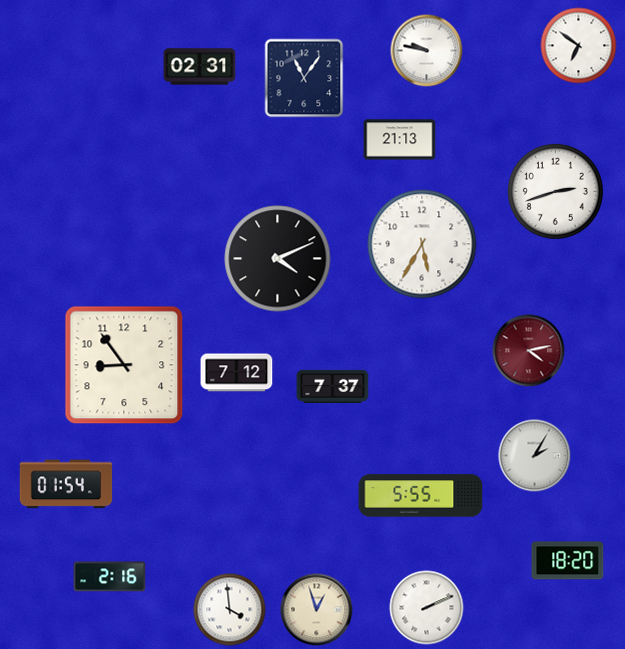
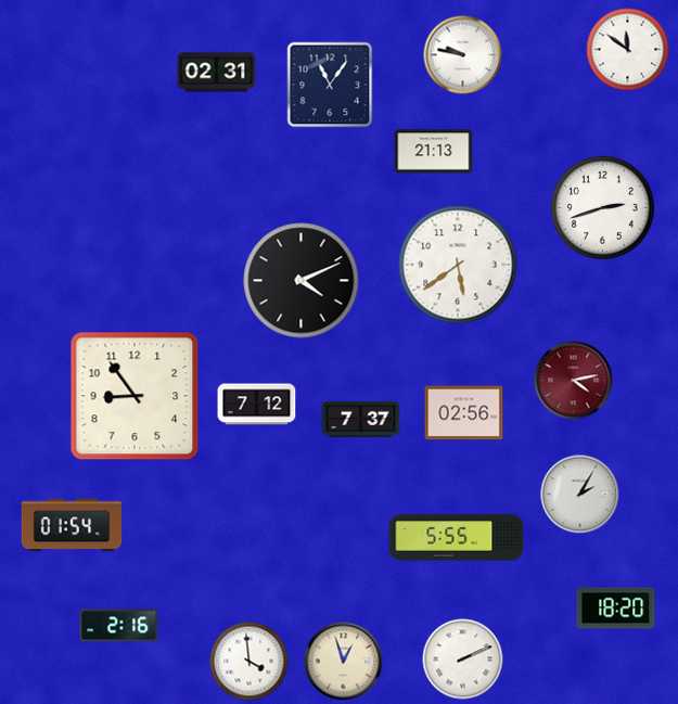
clock at (579, 46): 6:51 -> 11:51
clock at (422, 244): 5:35 -> 5:39
clock at (464, 413): none -> 02:56
